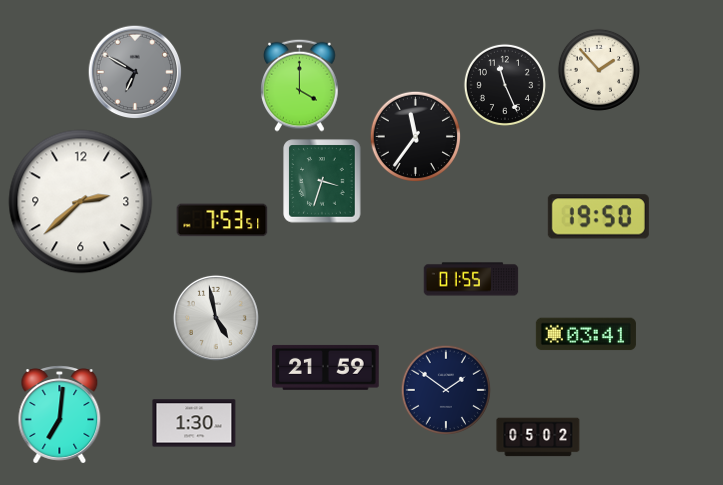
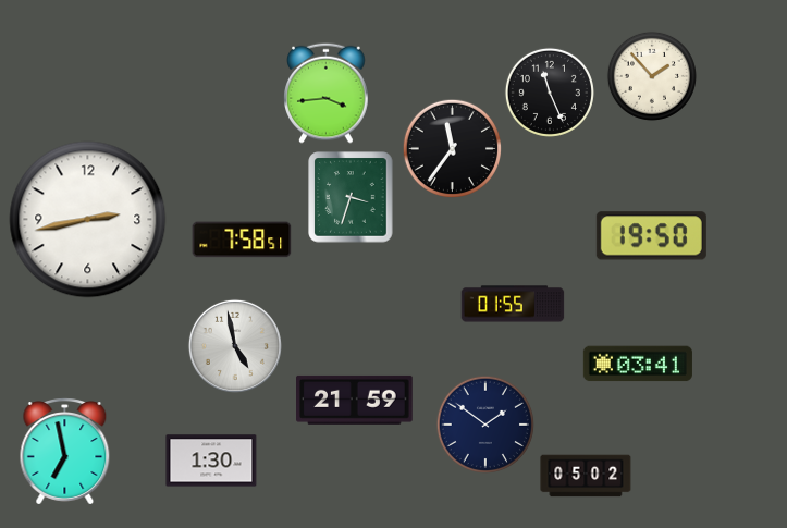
clock at (135, 72): 6:50 -> none
clock at (300, 85): 4:00 -> 3:44
clock at (81, 202): 2:38 -> 2:43
clock at (222, 220): 7:53 -> 7:58
clock at (60, 415): 7:01 -> 6:58
